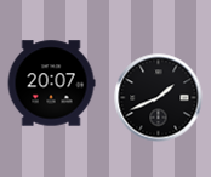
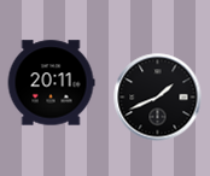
clock at (51, 84): 20:07 -> 20:11
